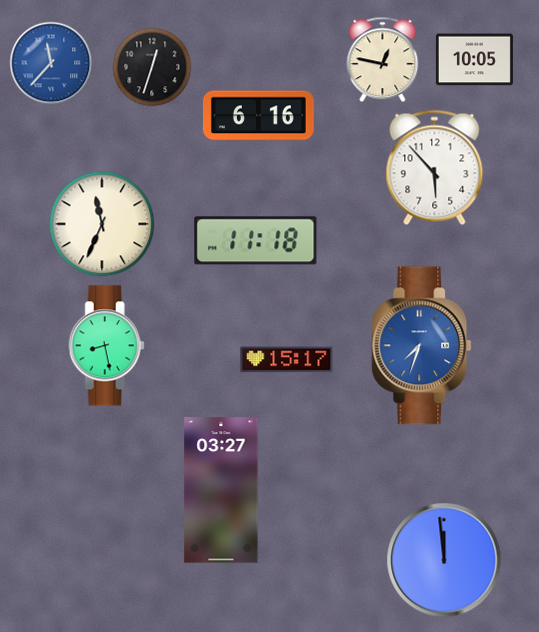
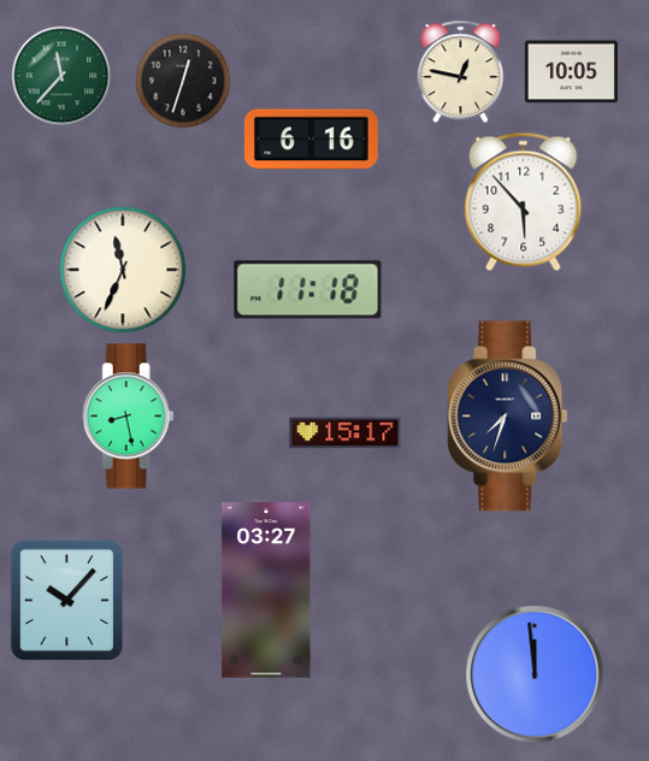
clock at (51, 63) dial: blue -> green
clock at (422, 346) dial: blue -> navy
clock at (67, 601): none -> 10:07
